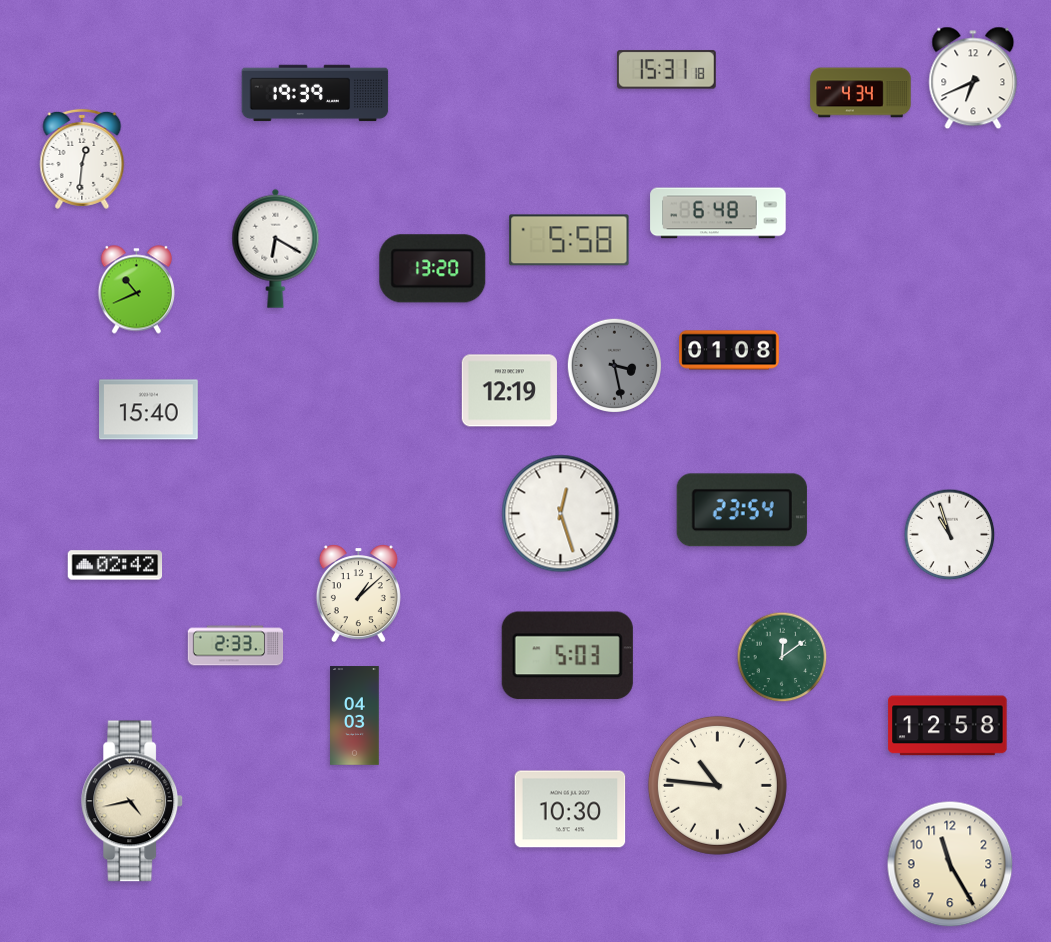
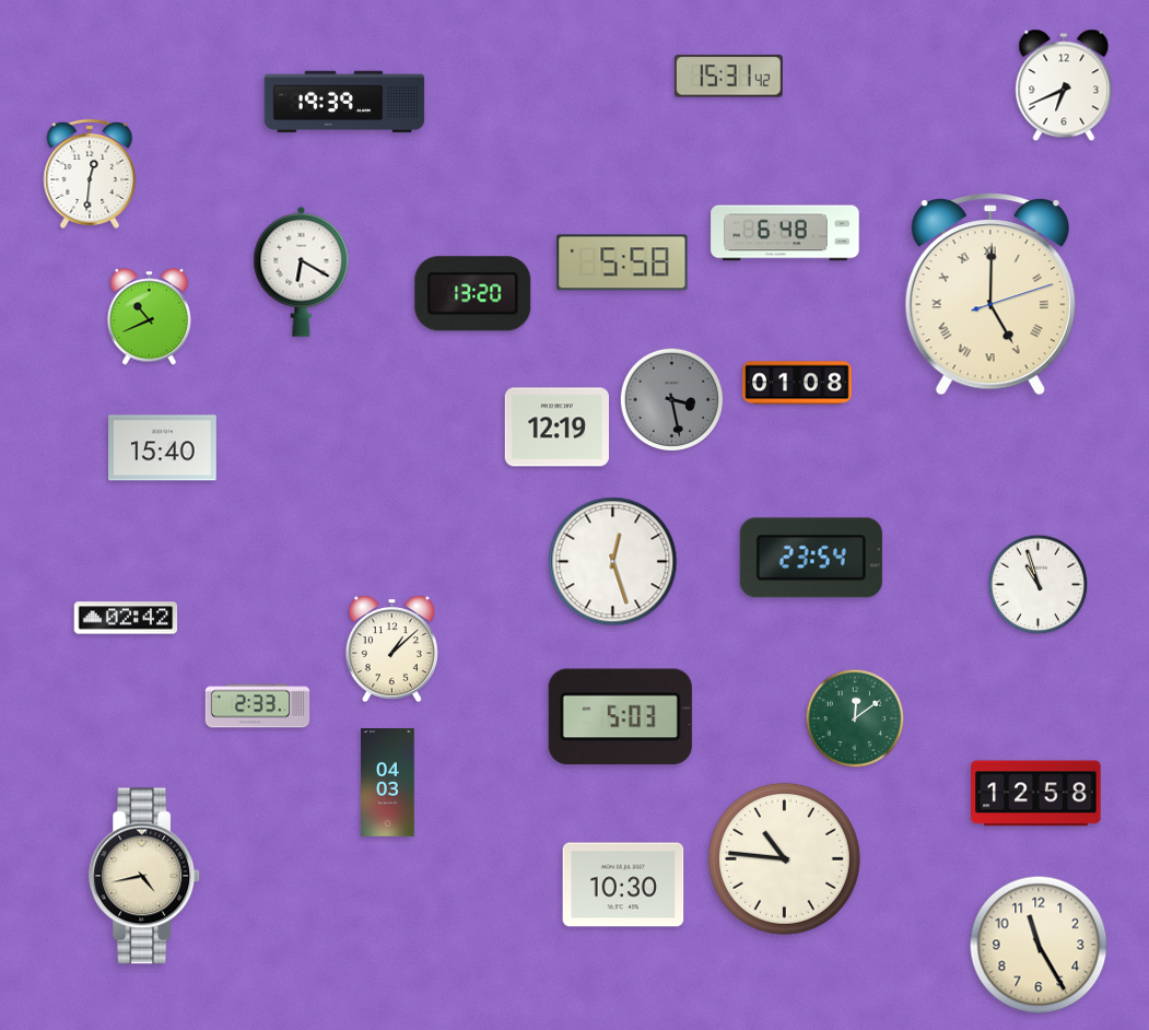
clock at (666, 70): 15:31:18 -> 15:31:42
clock at (861, 93): 4:34 -> none
clock at (990, 295): none -> 5:00
